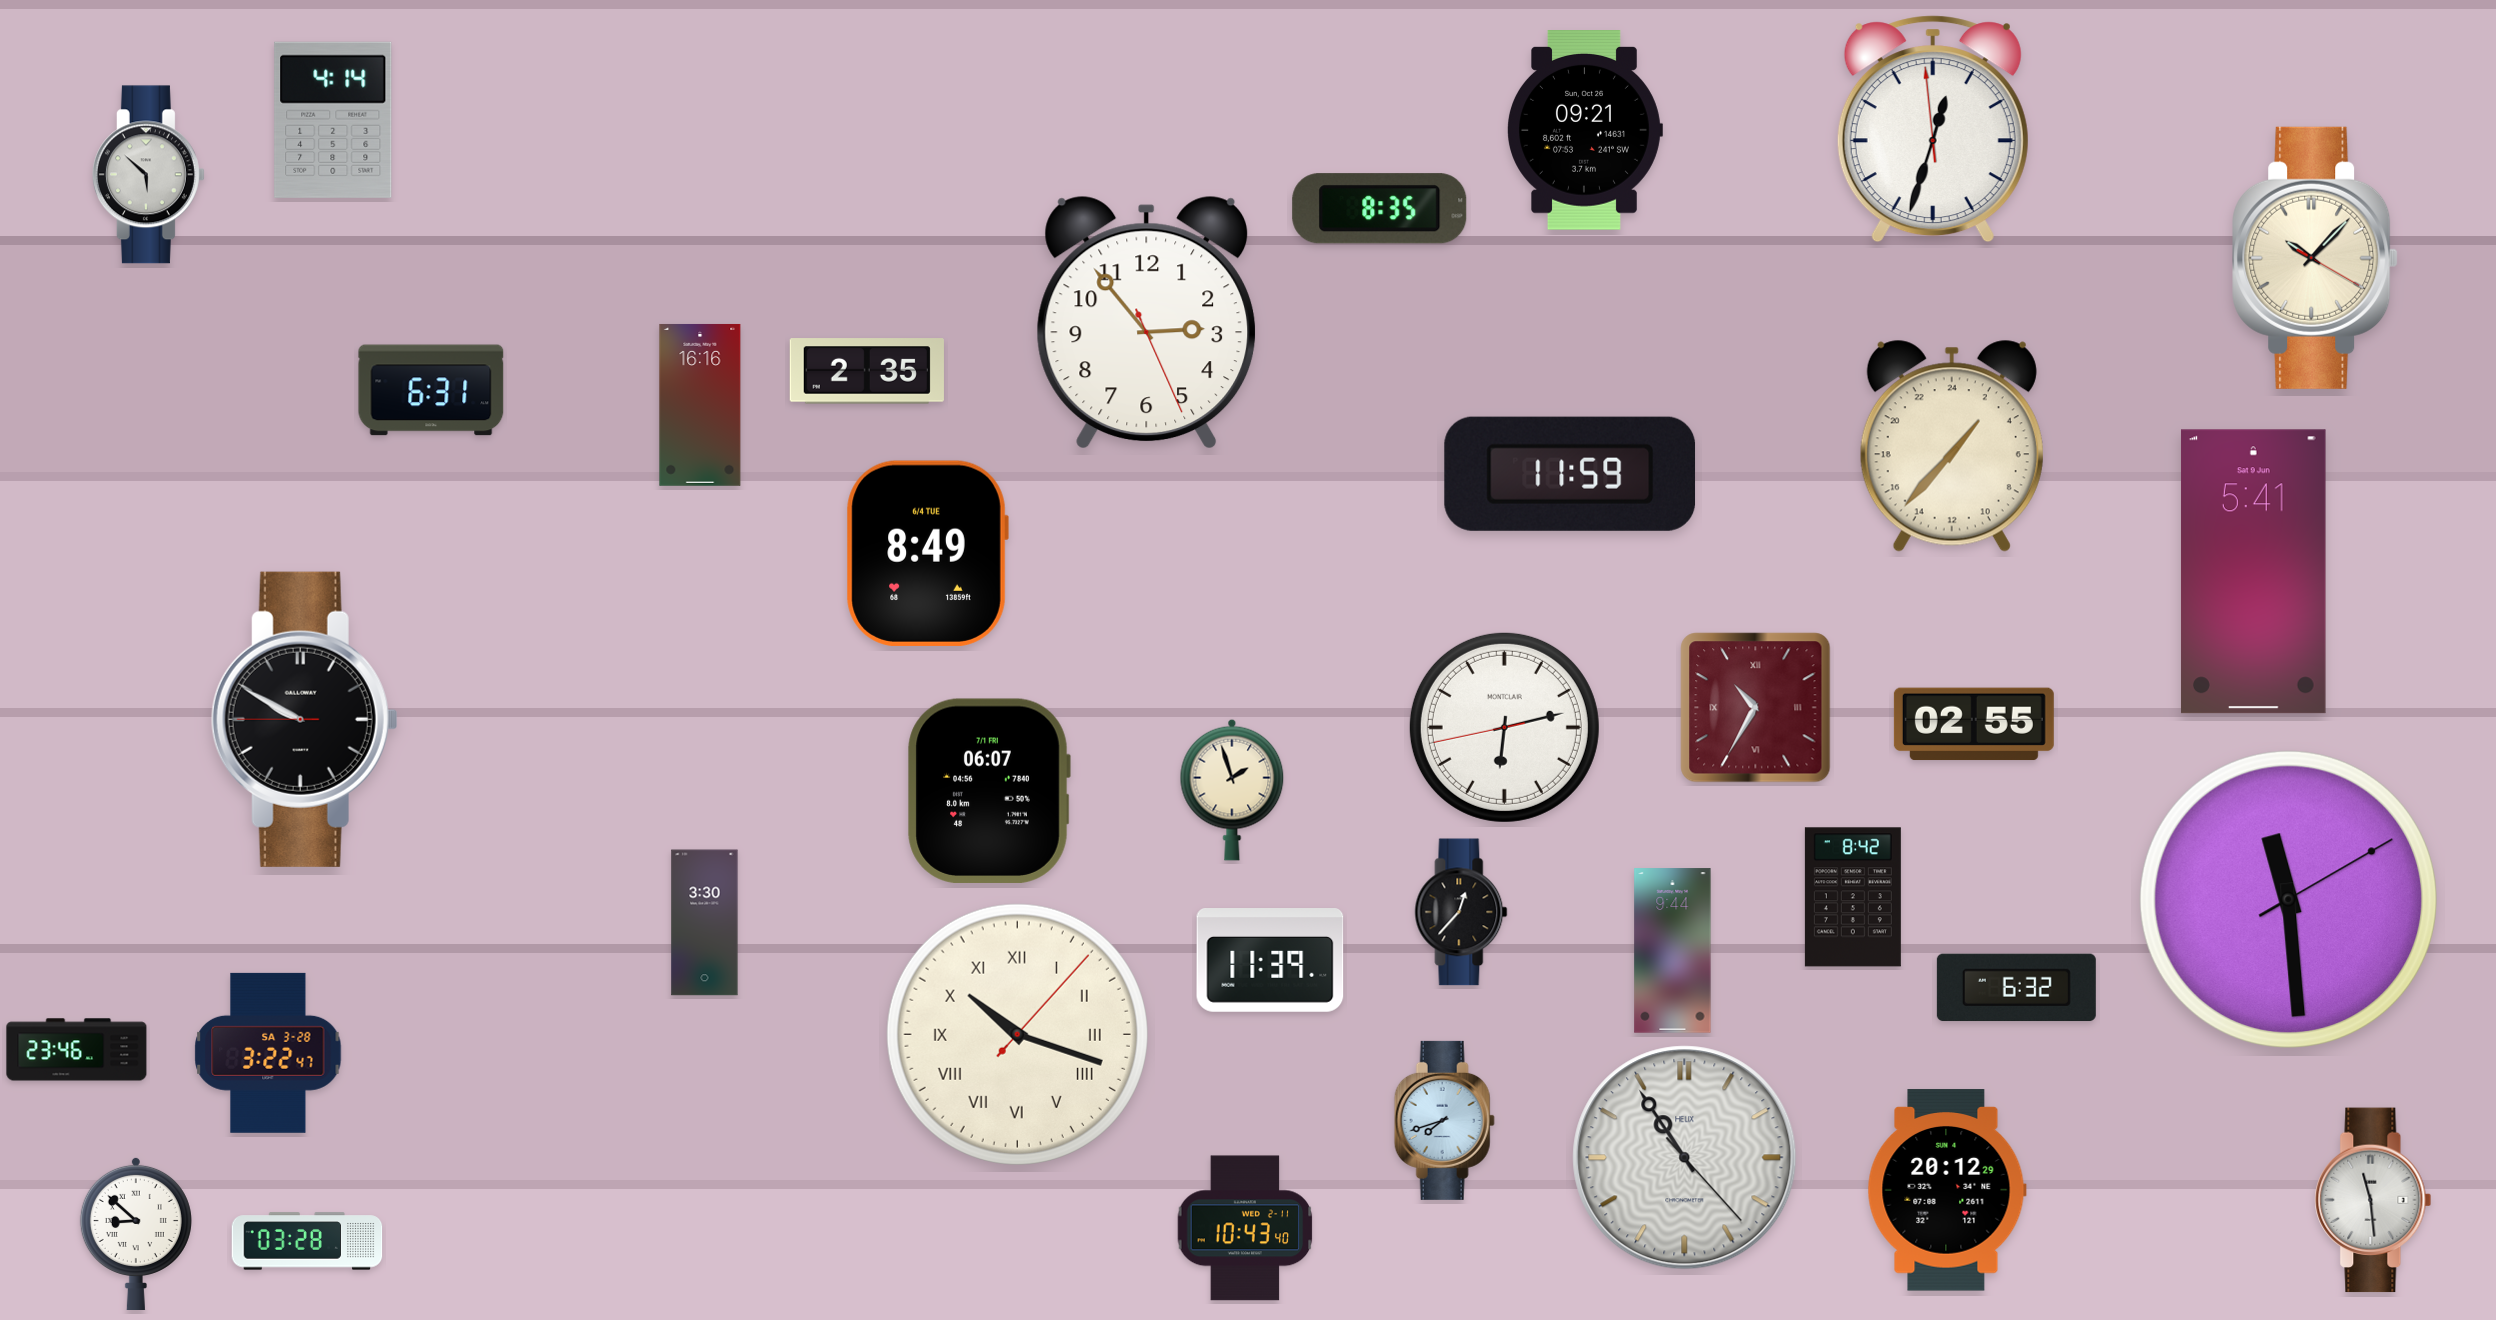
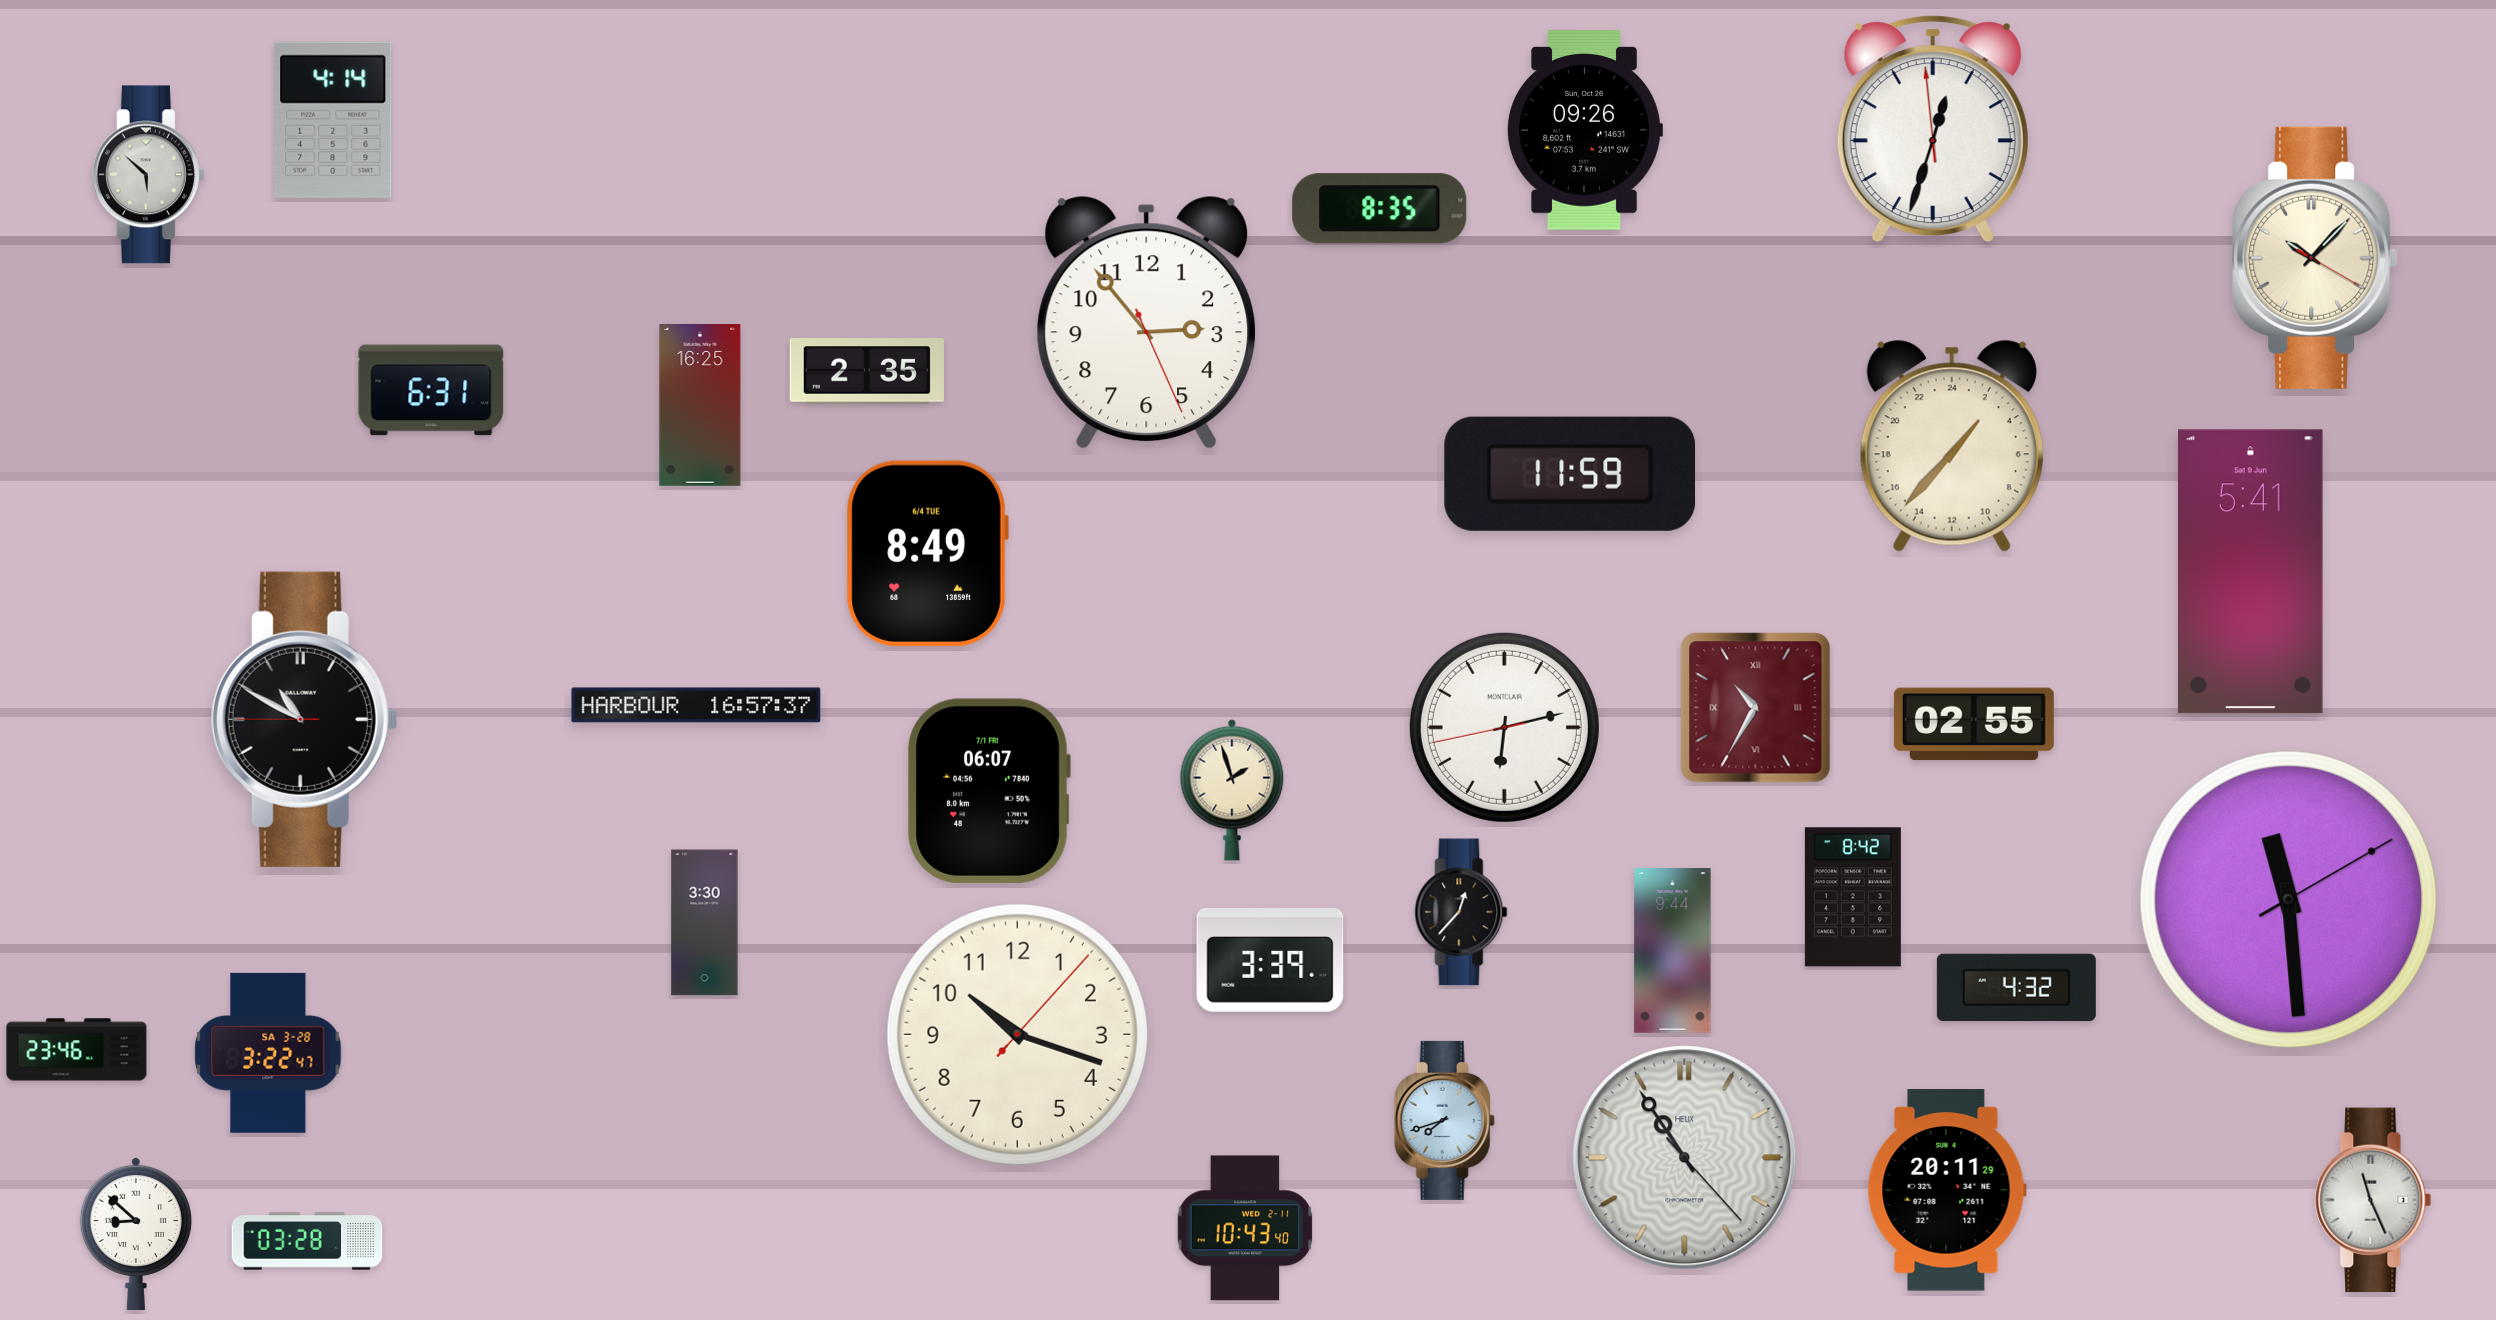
clock at (1585, 130): 09:21 -> 09:26
clock at (700, 405): 16:16 -> 16:25
clock at (2253, 572) position: (2253, 572) -> (2250, 572)
clock at (696, 705): none -> 16:57
clock at (304, 719): 9:49 -> 10:49
clock at (1270, 961): 11:39 -> 3:39
clock at (2016, 988): 6:32 -> 4:32
clock at (1017, 1034) numerals: Roman -> Arabic
clock at (1947, 1190): 20:12 -> 20:11
clock at (2373, 1200): 11:29 -> 11:26
